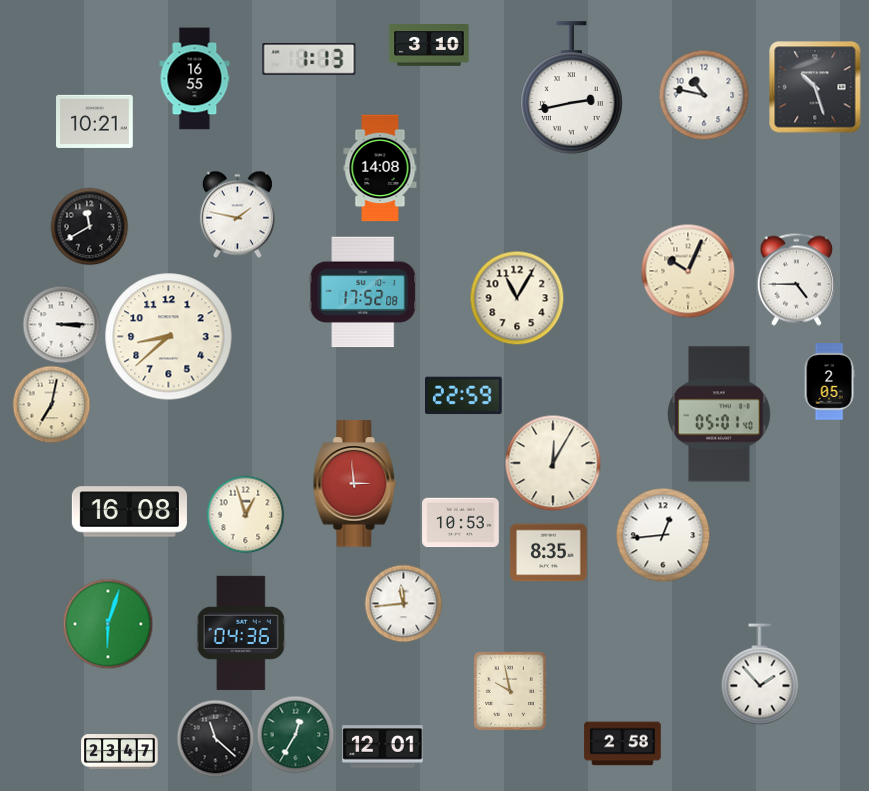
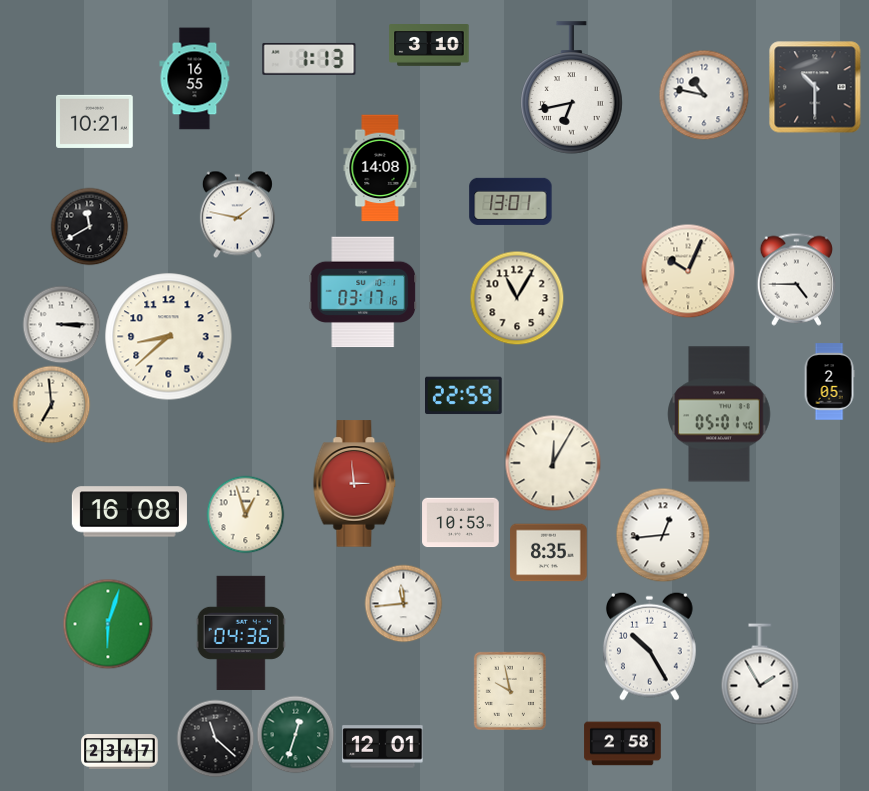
clock at (815, 87): 10:27 -> 10:30
clock at (572, 88): 2:43 -> 6:43
clock at (511, 201): none -> 13:01
clock at (363, 292): 17:52 -> 03:17
clock at (51, 404): 7:02 -> 6:59
clock at (649, 646): none -> 10:25
clock at (760, 674): 1:53 -> 1:55
clock at (295, 734): 12:35 -> 12:33
